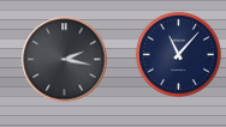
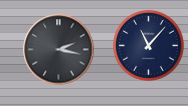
clock at (65, 60) position: (65, 60) -> (59, 50)
